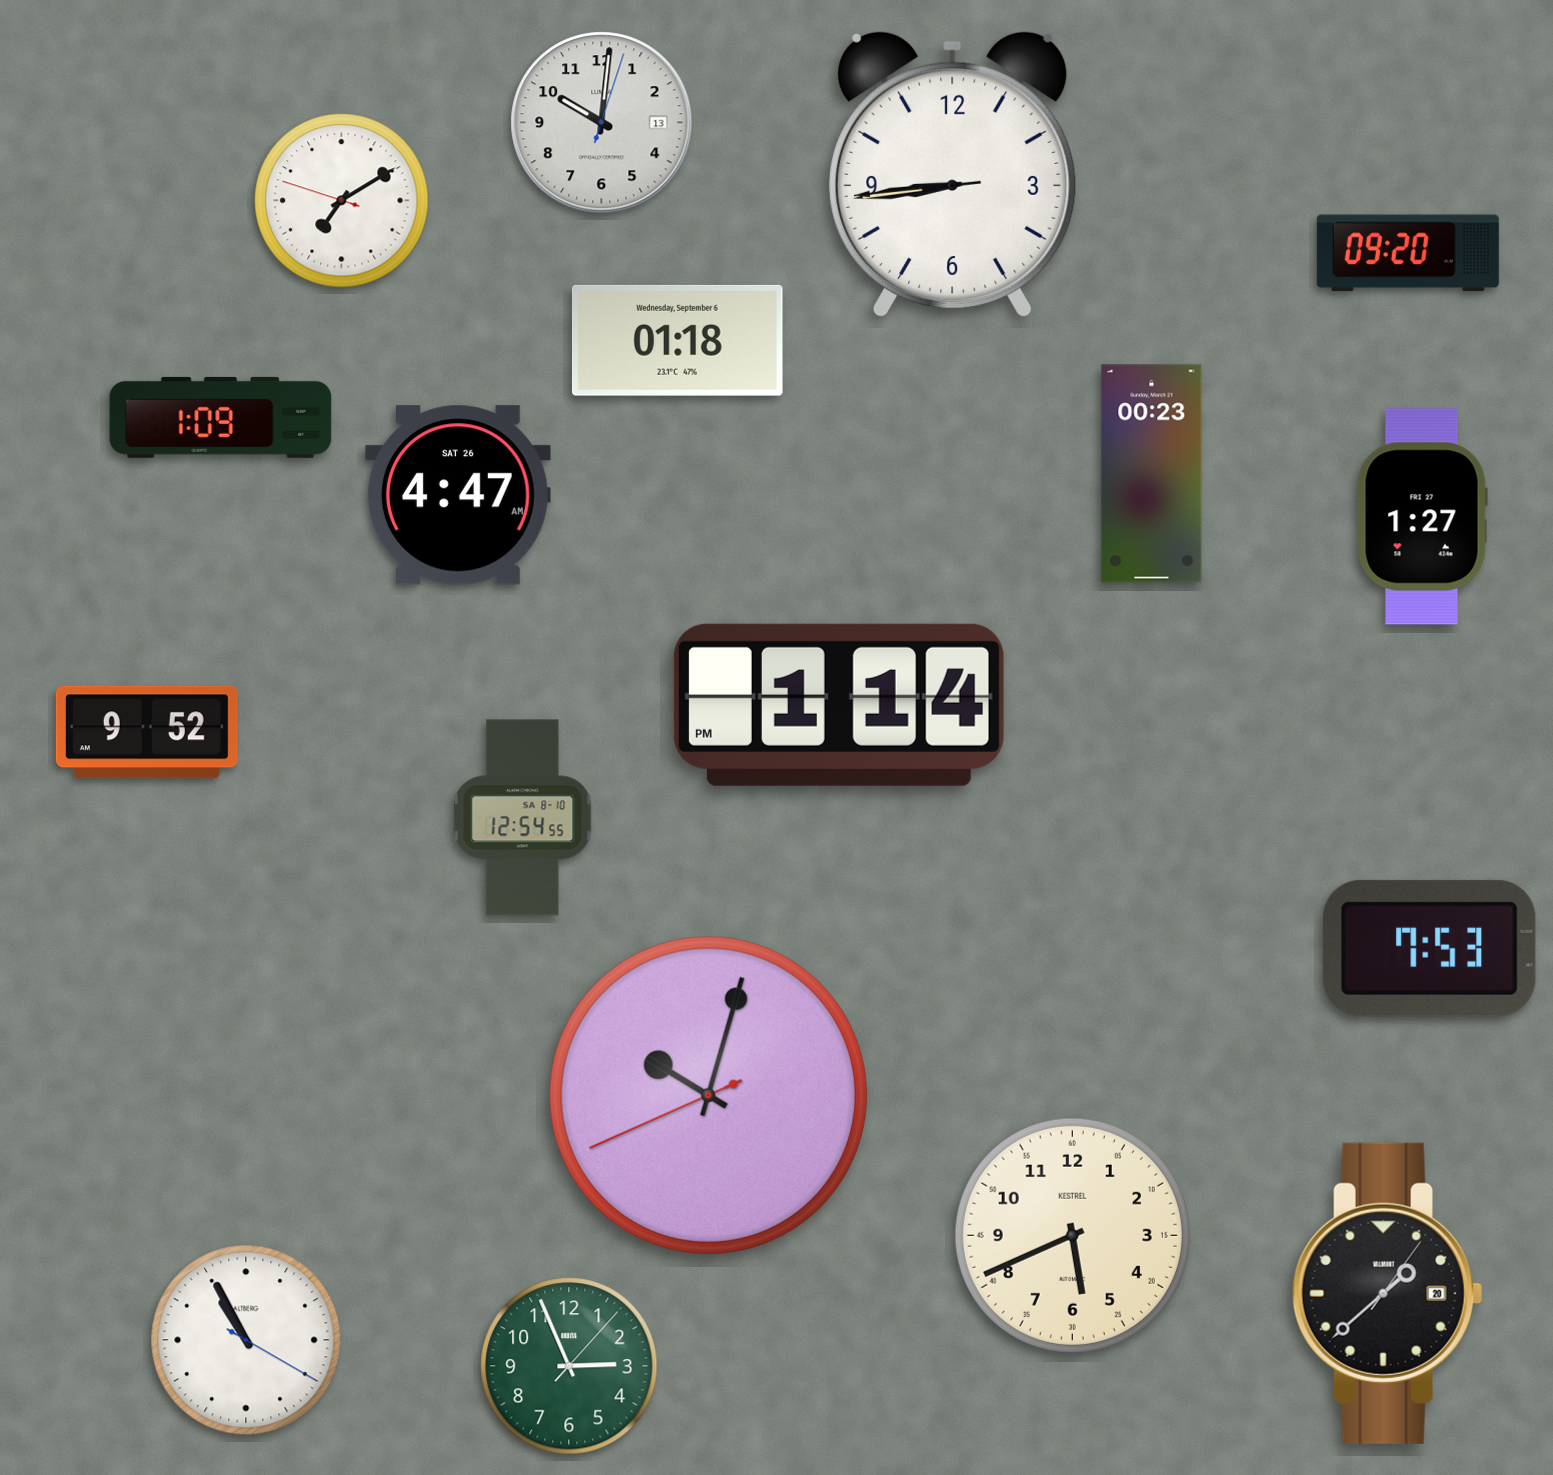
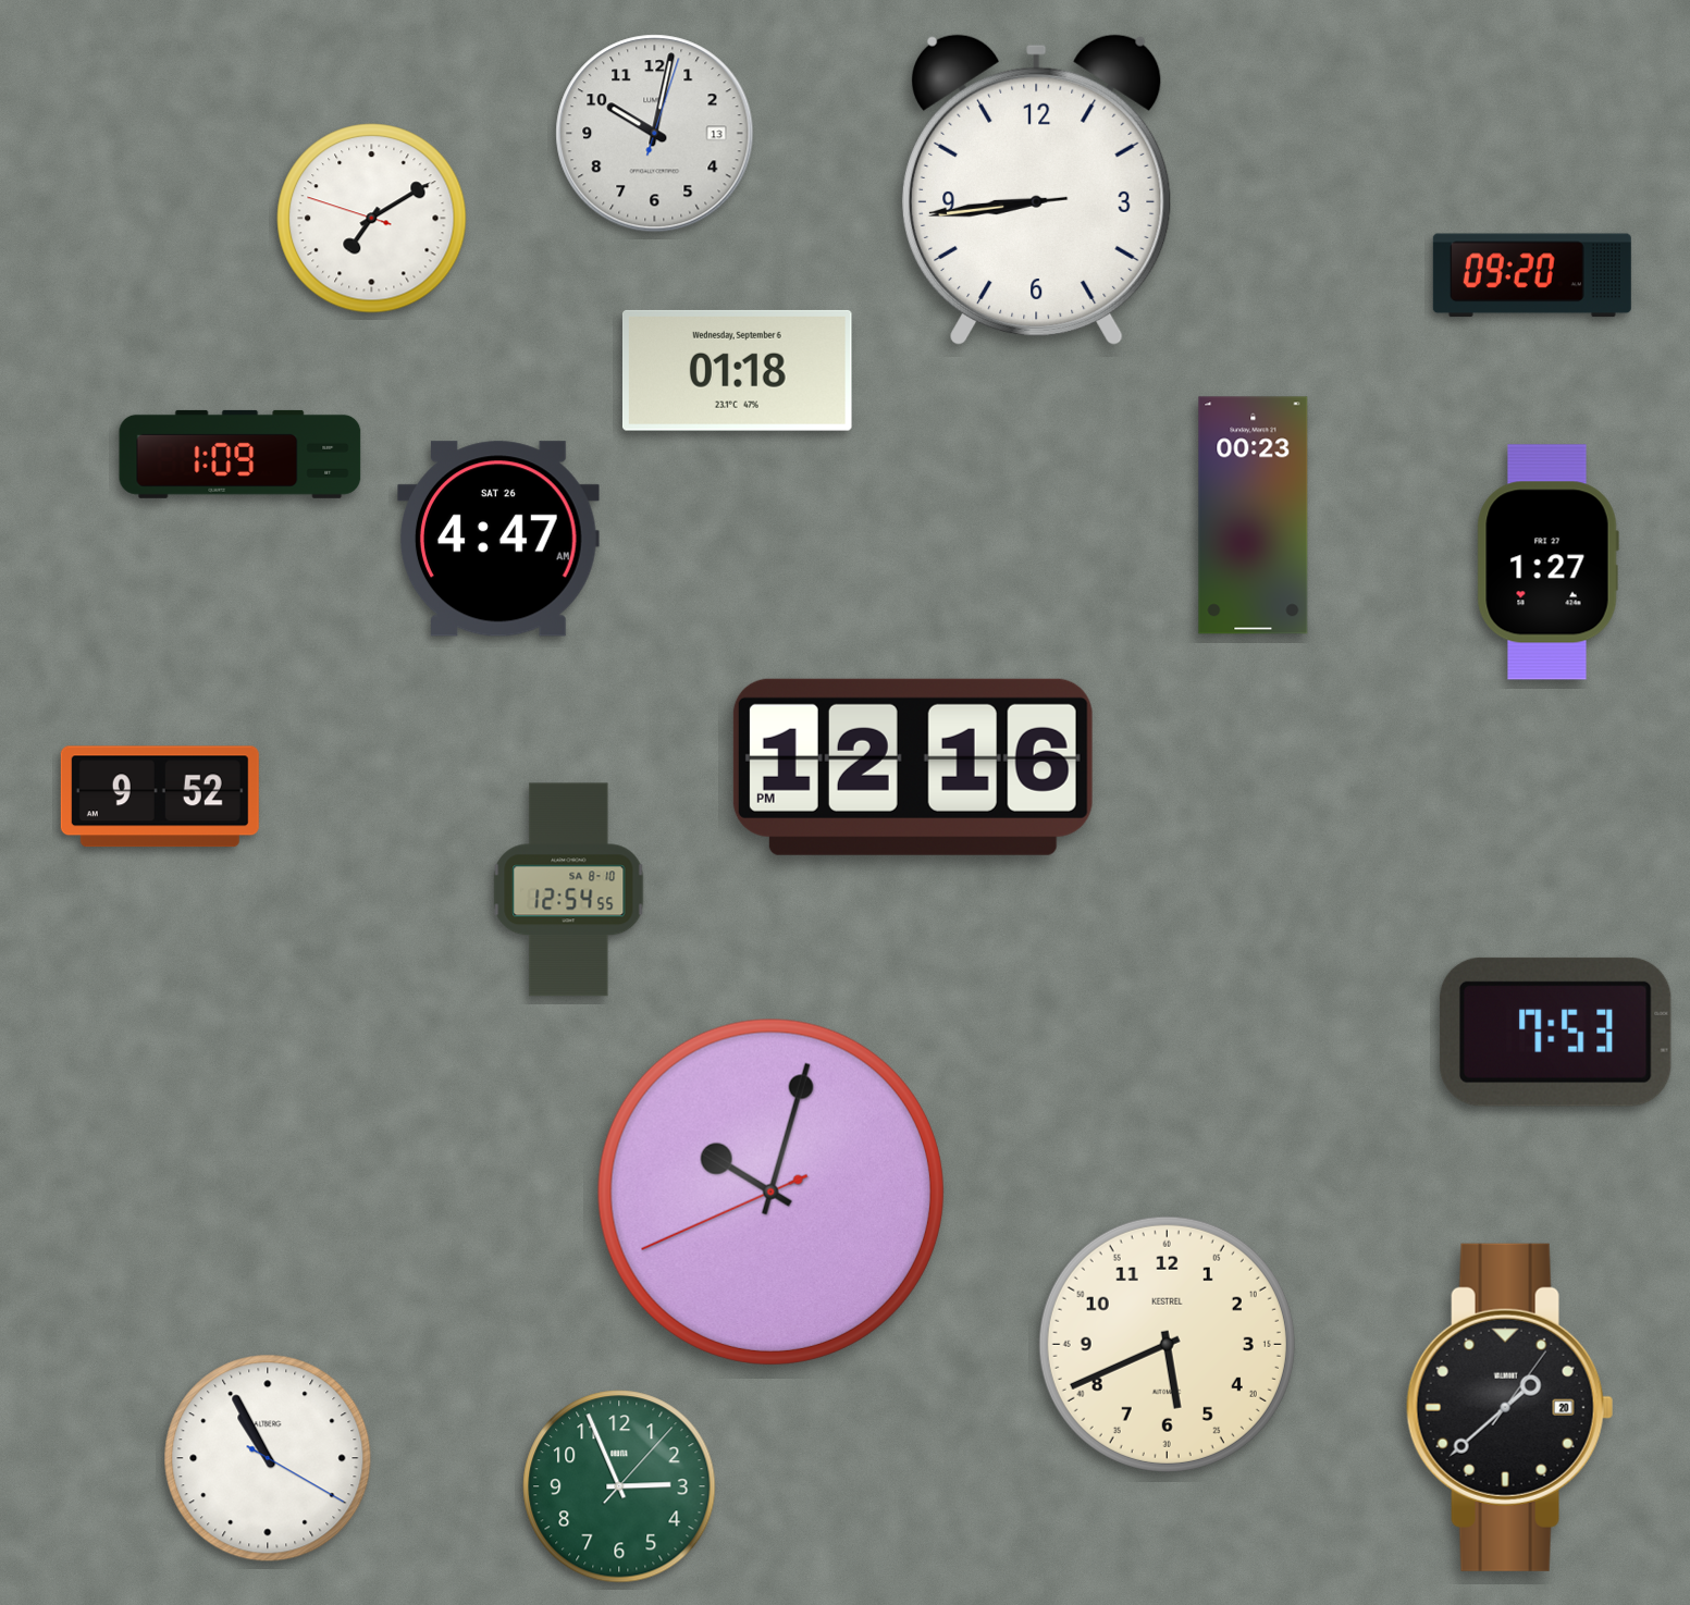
clock at (602, 123): 10:01 -> 10:02
clock at (839, 705): 1:14 -> 12:16
